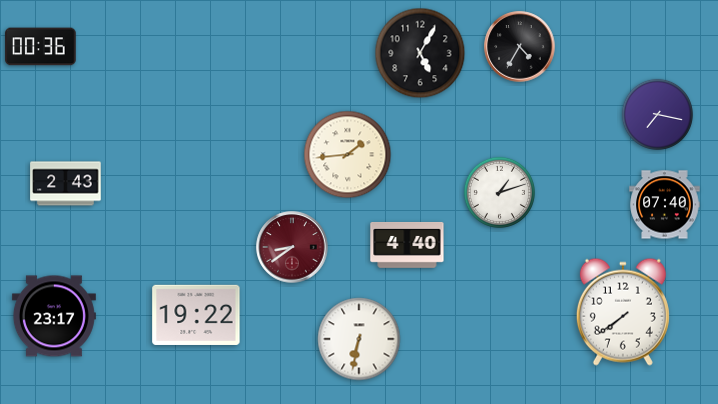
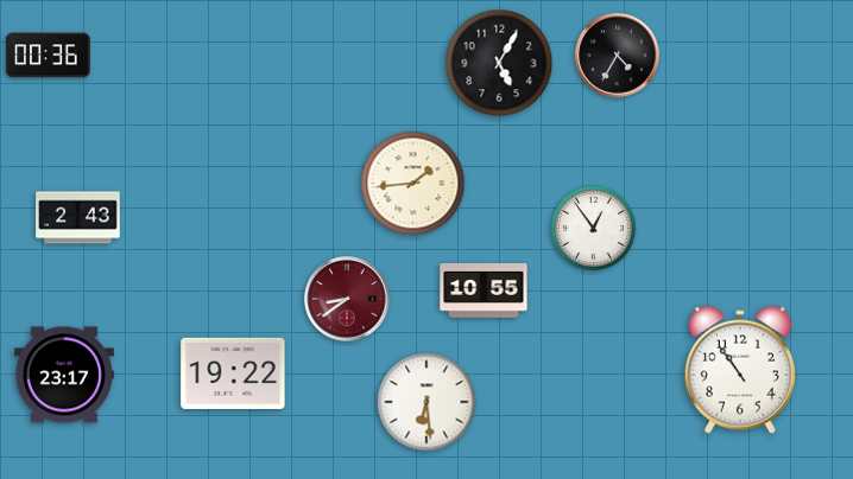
clock at (657, 114): 7:17 -> none
clock at (499, 192): 1:12 -> 12:54
clock at (665, 205): 07:40 -> none
clock at (407, 245): 4:40 -> 10:55
clock at (292, 247) position: (292, 247) -> (347, 299)
clock at (623, 312): 7:39 -> 10:54
clock at (359, 339): 6:32 -> 6:29
